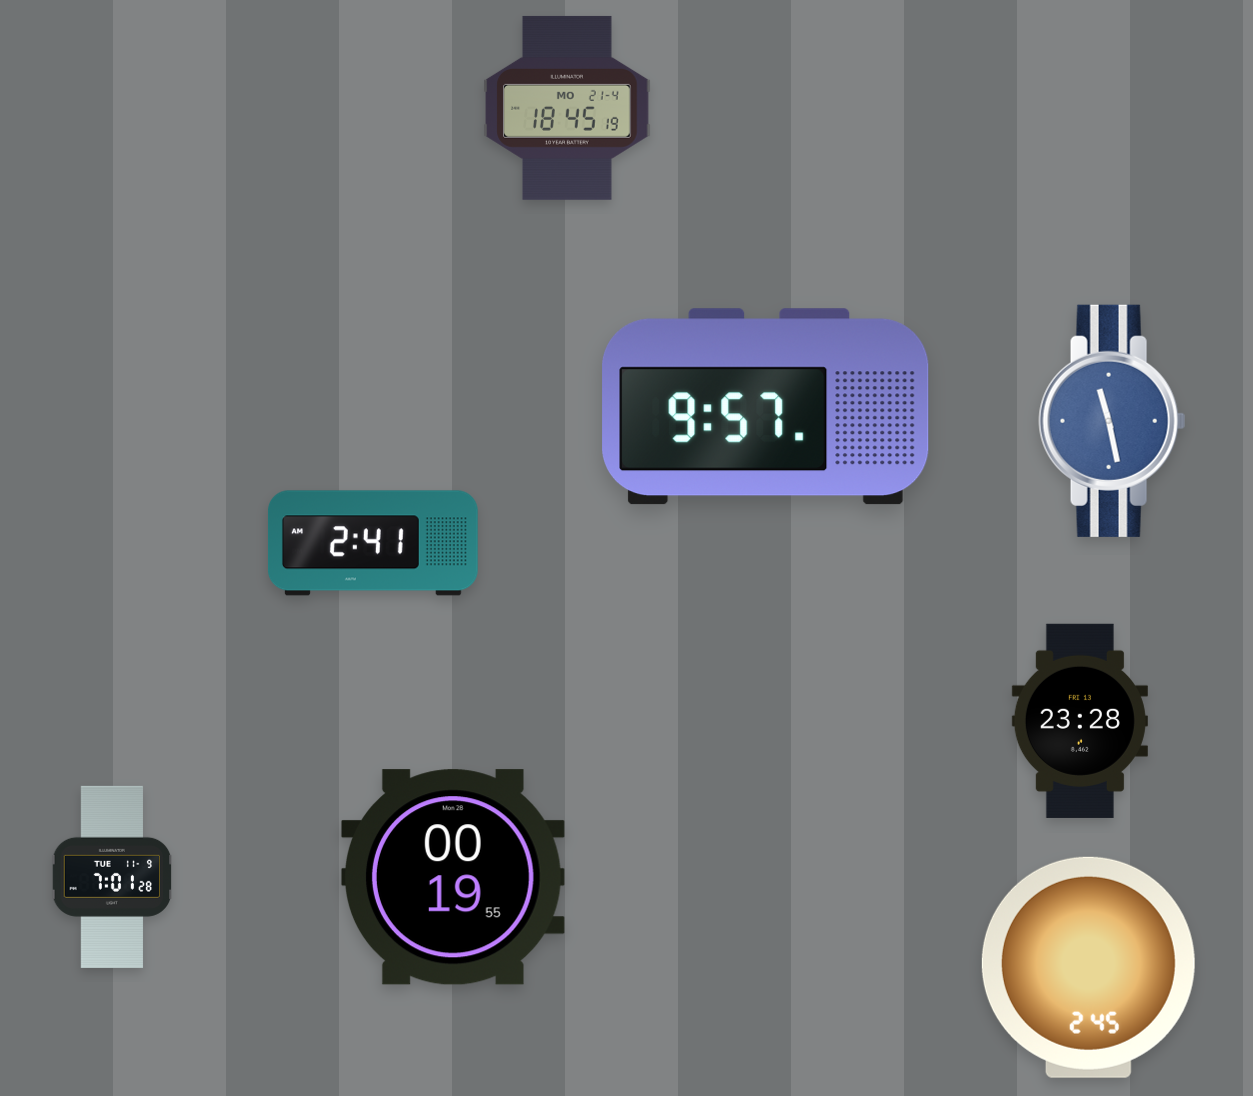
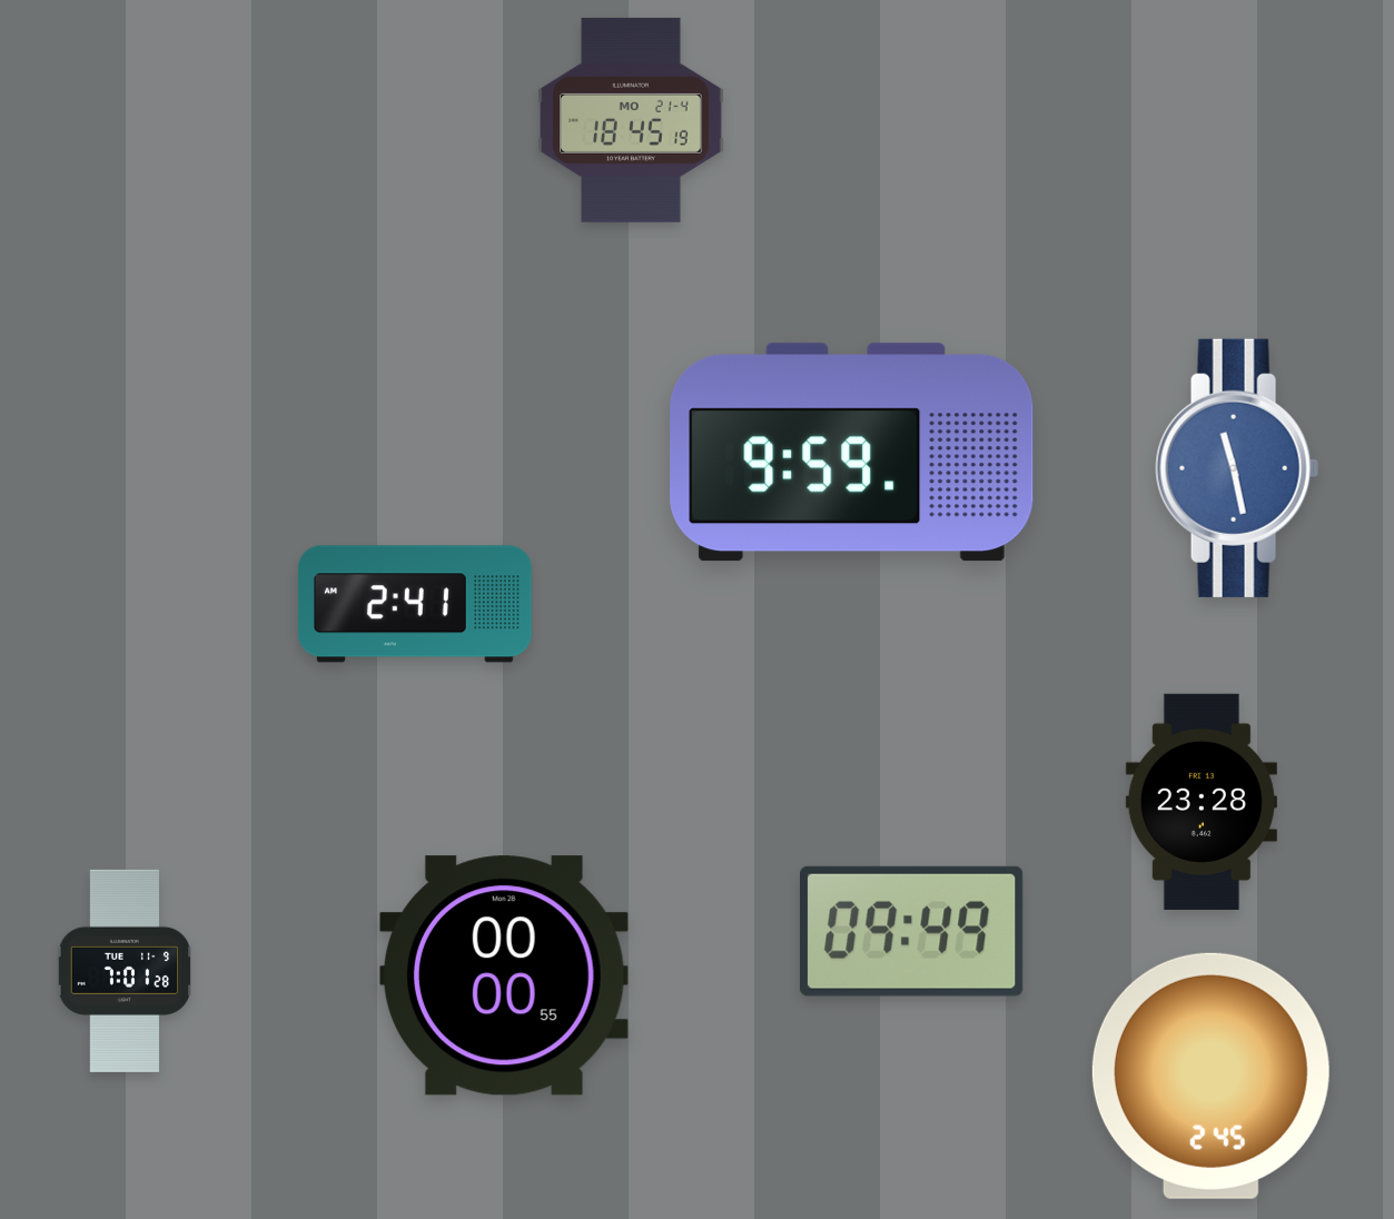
clock at (766, 407): 9:57 -> 9:59
clock at (912, 931): none -> 09:49
clock at (112, 877) position: (112, 877) -> (125, 971)
clock at (453, 877): 00:19 -> 00:00
